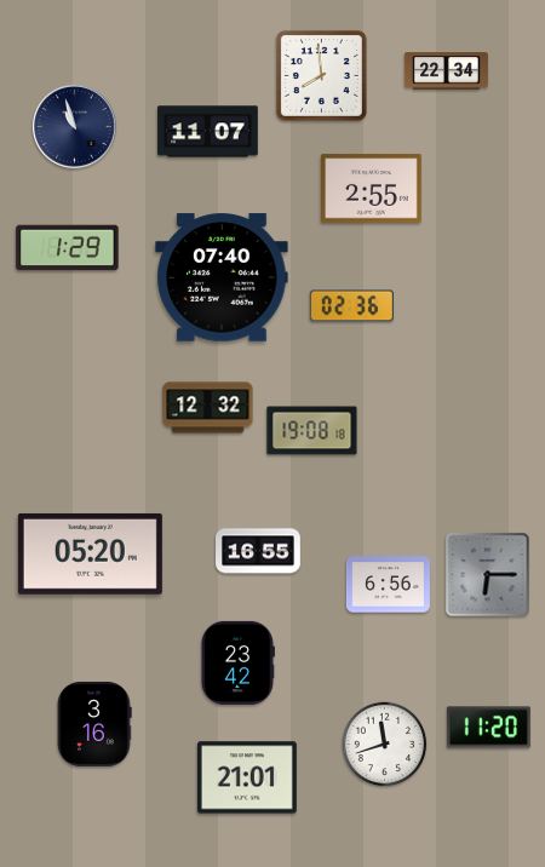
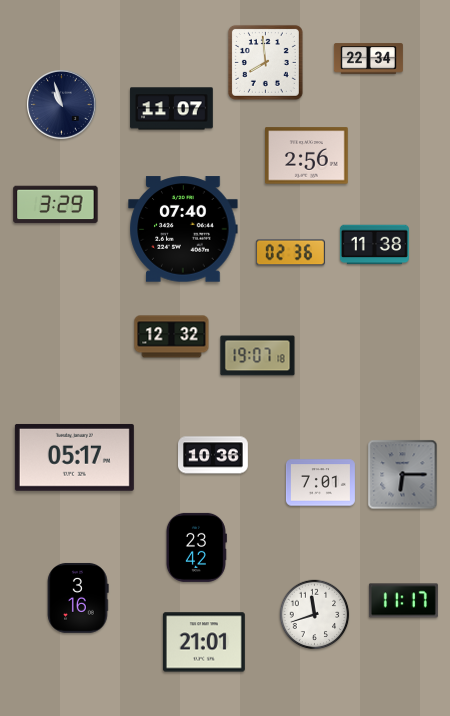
clock at (372, 189): 2:55 -> 2:56
clock at (68, 248): 1:29 -> 3:29
clock at (374, 245): none -> 11:38
clock at (312, 431): 19:08 -> 19:07
clock at (259, 551): 16:55 -> 10:36
clock at (90, 553): 05:20 -> 05:17
clock at (388, 585): 6:56 -> 7:01
clock at (488, 728): 11:20 -> 11:17
clock at (385, 745) position: (385, 745) -> (315, 615)
